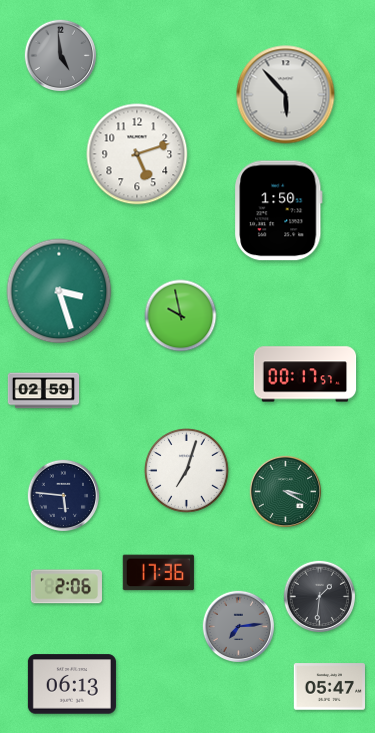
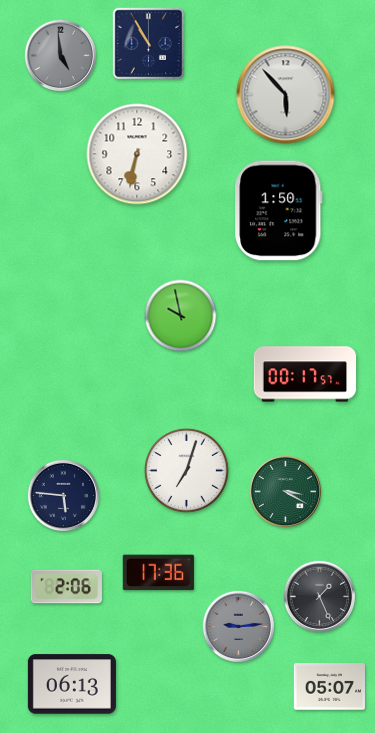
clock at (149, 44): none -> 10:55
clock at (137, 154): 5:12 -> 6:32
clock at (59, 291): 3:27 -> none
clock at (44, 391): 02:59 -> none
clock at (320, 597): 1:31 -> 1:26
clock at (239, 627): 7:14 -> 9:14
clock at (329, 687): 05:47 -> 05:07
